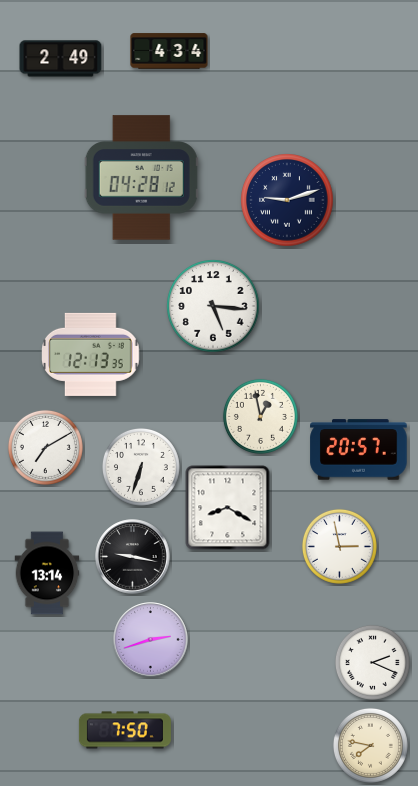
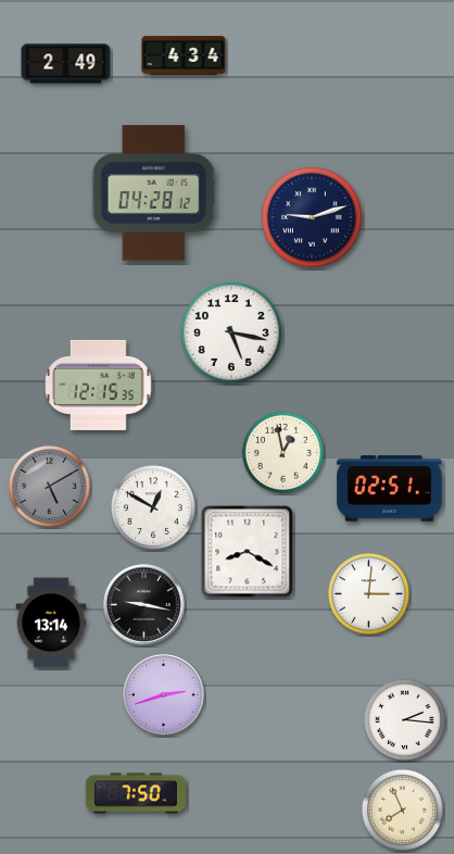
clock at (213, 306): 5:16 -> 5:17
clock at (91, 354): 12:13 -> 12:15
clock at (45, 447): 7:10 -> 5:10
clock at (45, 447) dial: white -> grey
clock at (359, 450): 20:57 -> 02:51
clock at (141, 467): 6:33 -> 12:50
clock at (339, 546): 2:58 -> 3:01
clock at (372, 662): 2:19 -> 2:16
clock at (370, 745): 7:47 -> 7:56
